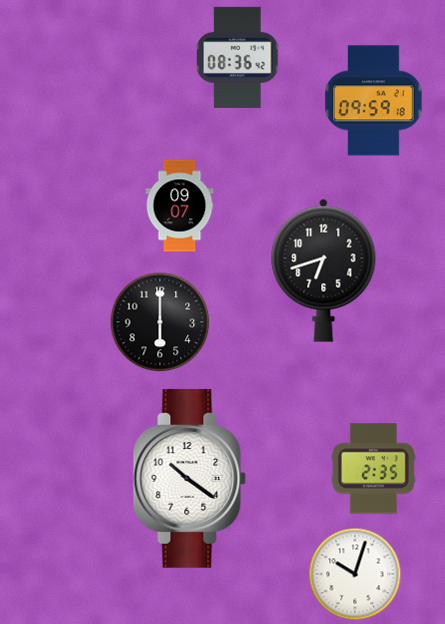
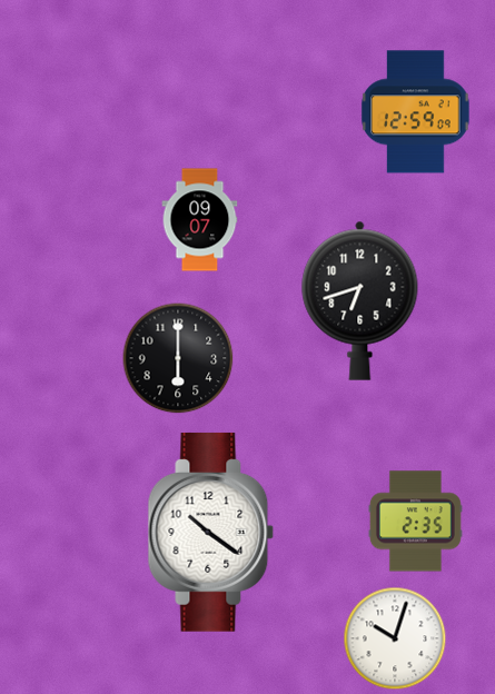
clock at (238, 57): 08:36 -> none
clock at (374, 101): 09:59 -> 12:59
clock at (180, 206) position: (180, 206) -> (200, 220)
